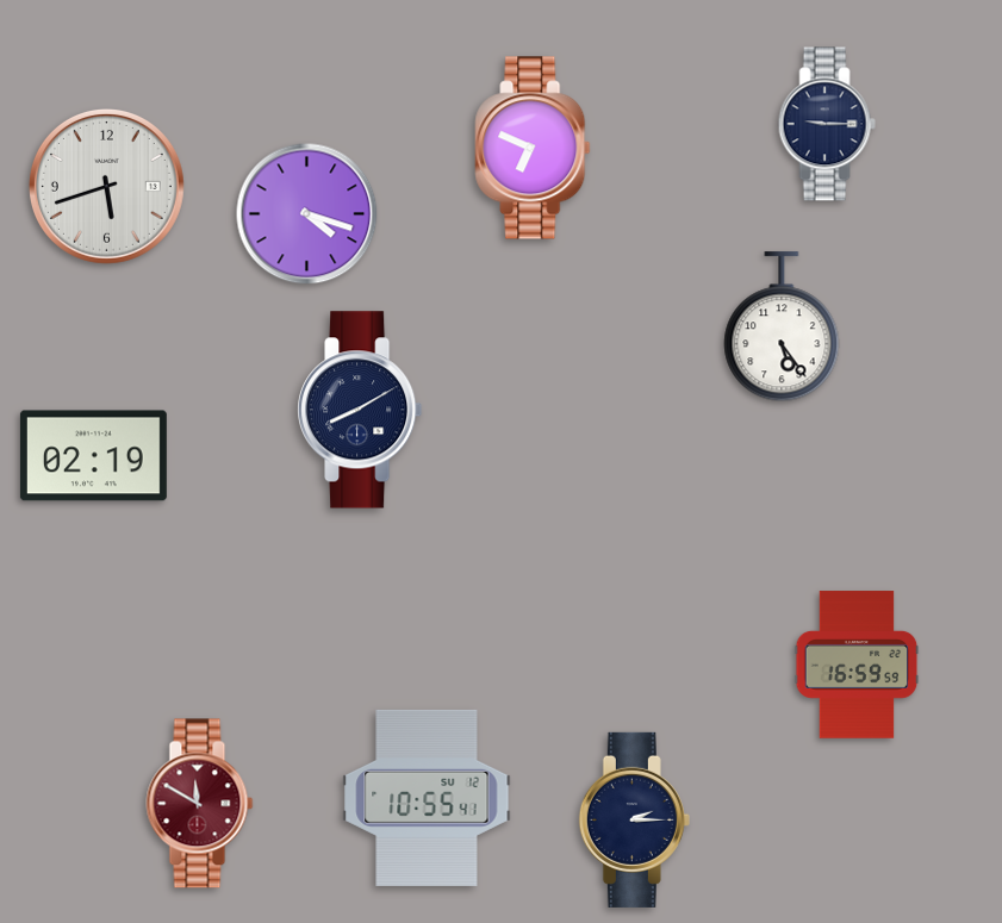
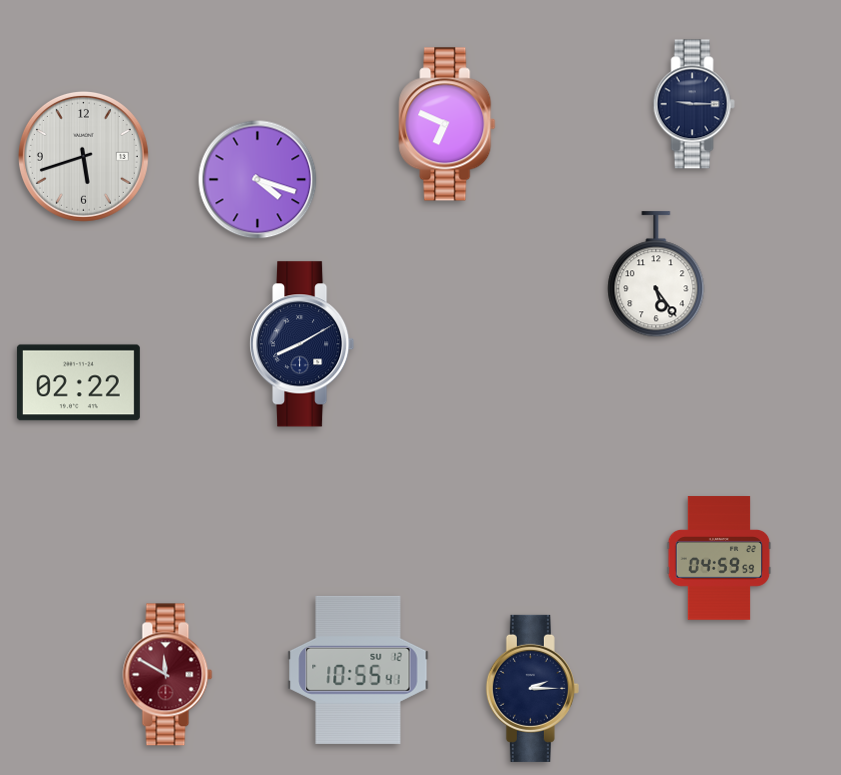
clock at (106, 186) position: (106, 186) -> (83, 156)
clock at (93, 456): 02:19 -> 02:22
clock at (857, 665): 16:59 -> 04:59
